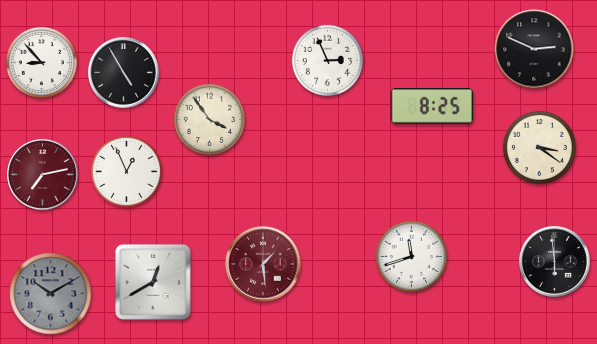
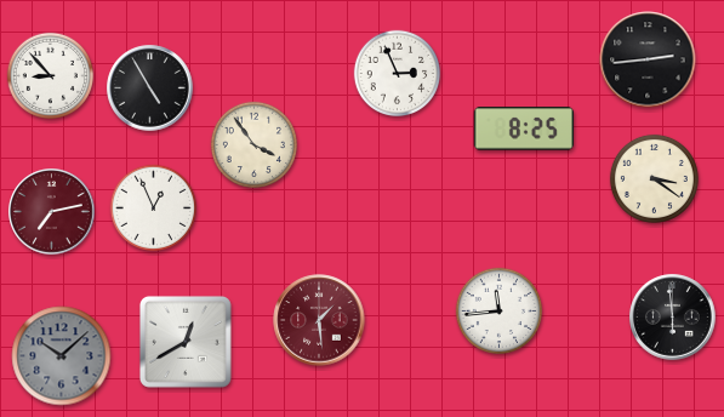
clock at (534, 49): 2:49 -> 2:44
clock at (411, 256): 11:42 -> 11:44
clock at (51, 294): 10:10 -> 10:08
